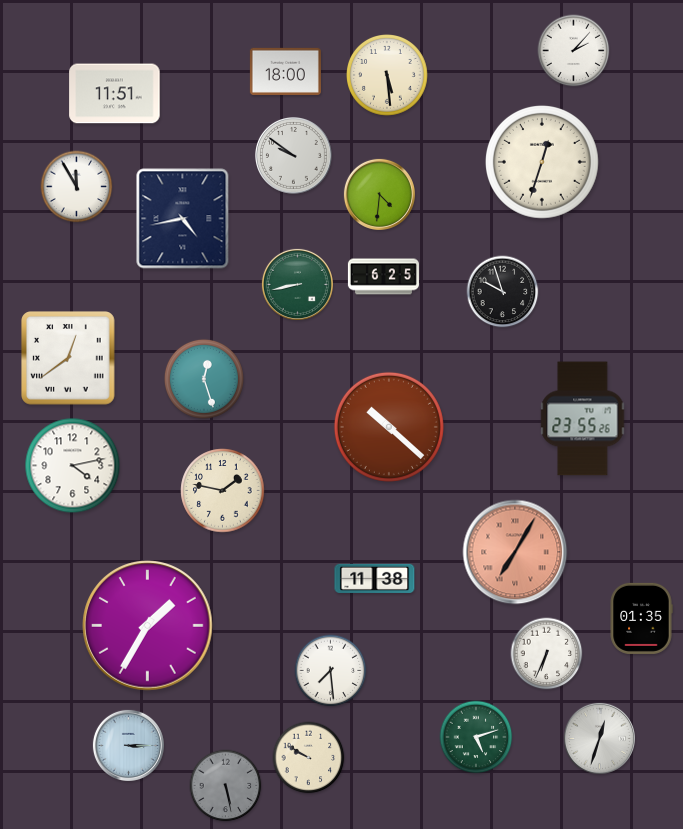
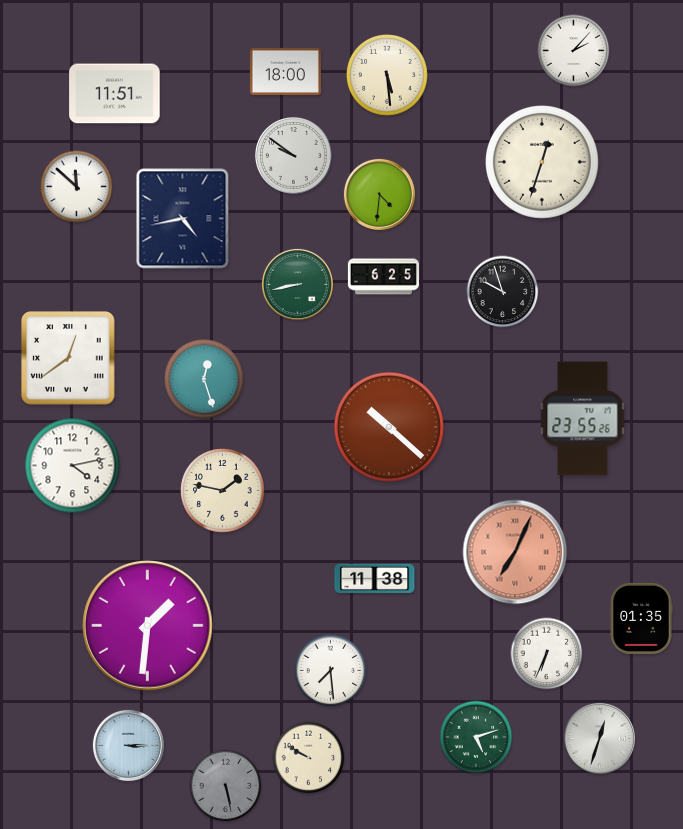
clock at (77, 187): 11:55 -> 11:52
clock at (515, 552): 7:05 -> 7:04
clock at (148, 626): 1:35 -> 1:31
